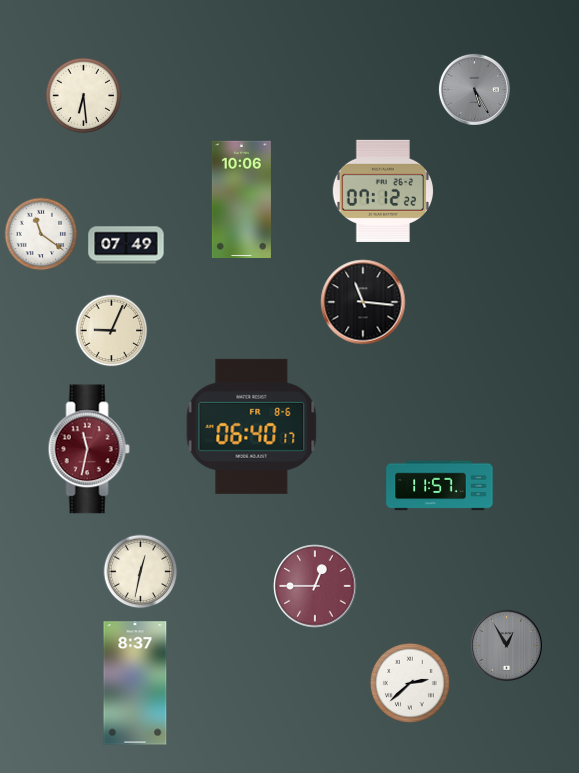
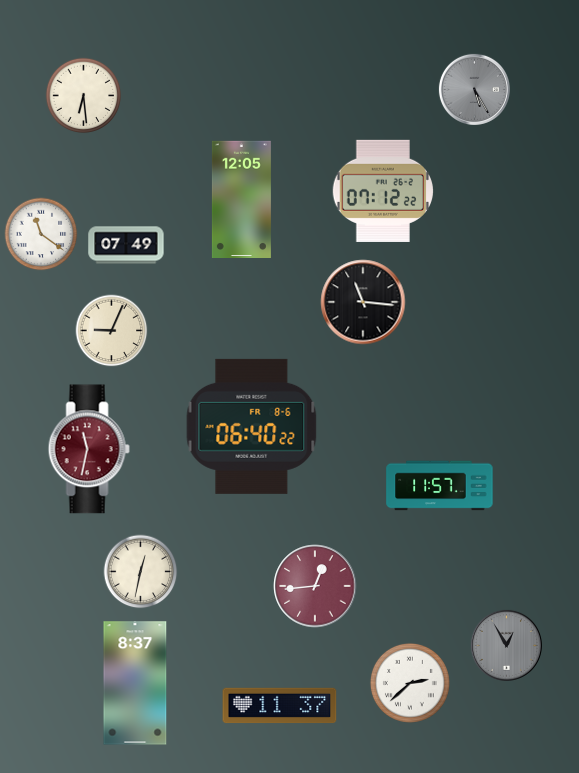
clock at (241, 199): 10:06 -> 12:05
clock at (252, 426): 06:40:17 -> 06:40:22
clock at (315, 586): 12:45 -> 12:44
clock at (280, 706): none -> 11:37
